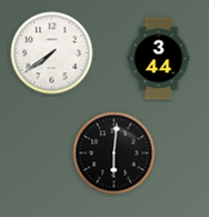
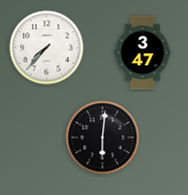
clock at (52, 53): 7:39 -> 7:37
clock at (159, 59): 3:44 -> 3:47
